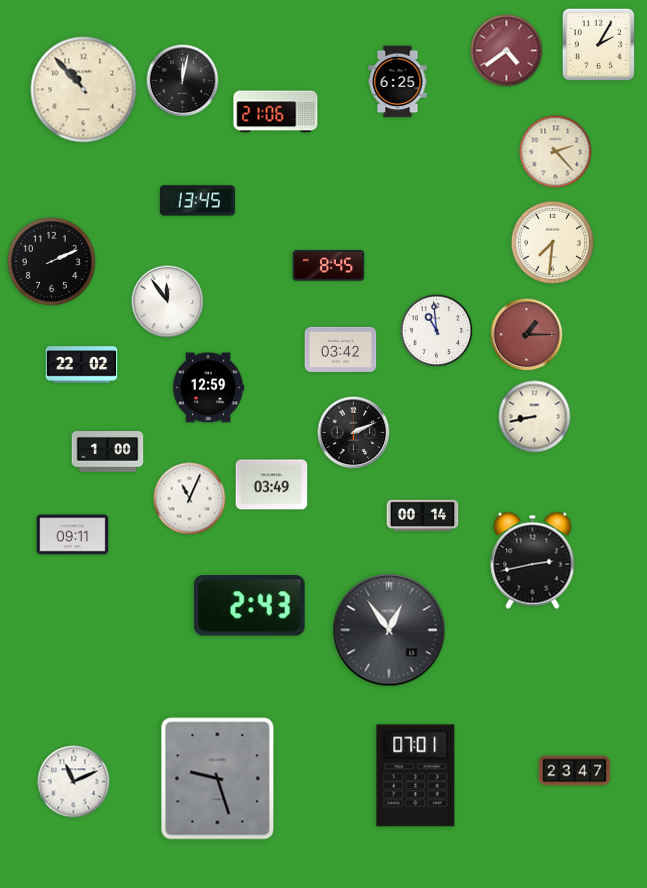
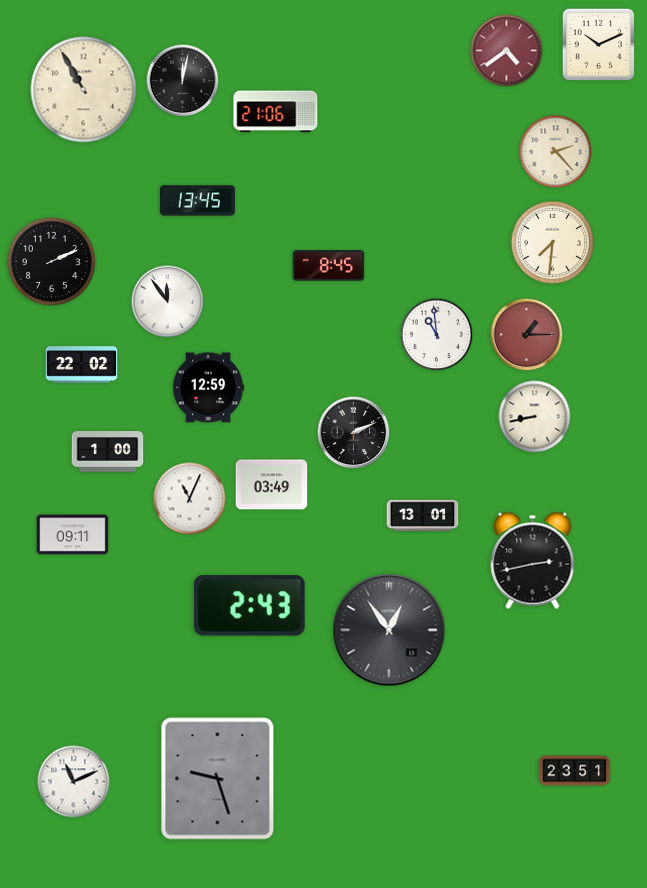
clock at (598, 44): 2:05 -> 10:11
clock at (398, 82): 6:25 -> none
clock at (84, 90): 10:53 -> 10:55
clock at (437, 331) position: (437, 331) -> (437, 335)
clock at (341, 349): 03:42 -> none
clock at (423, 516): 00:14 -> 13:01
clock at (575, 771): 23:47 -> 23:51
clock at (416, 776): 07:01 -> none
